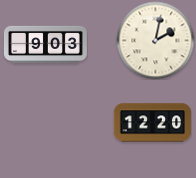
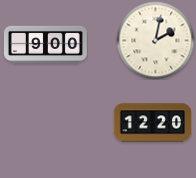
clock at (45, 44): 9:03 -> 9:00
